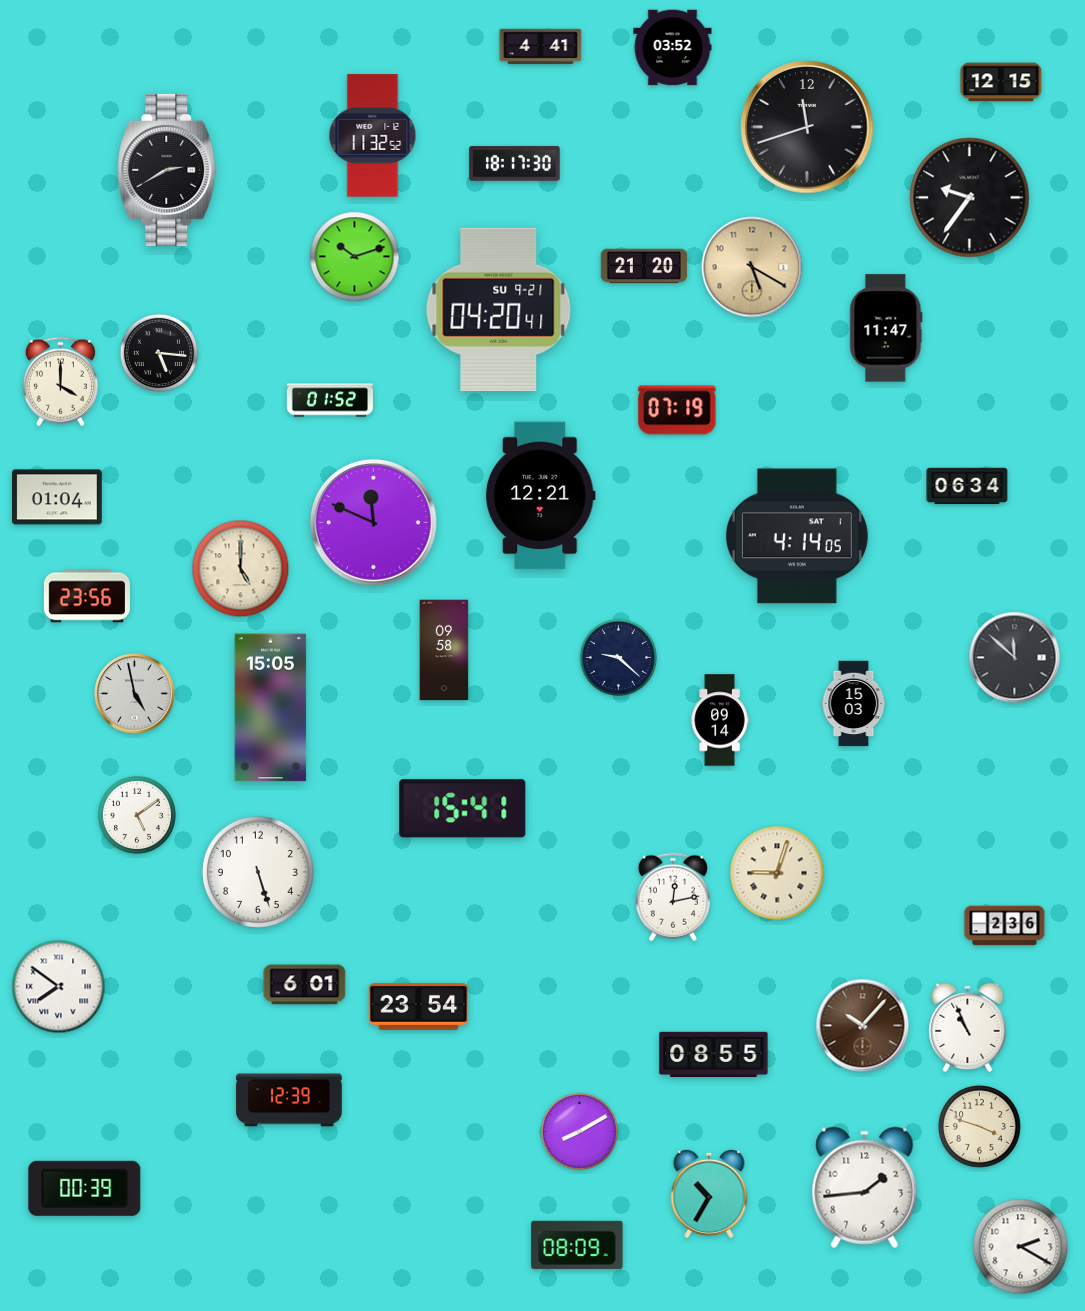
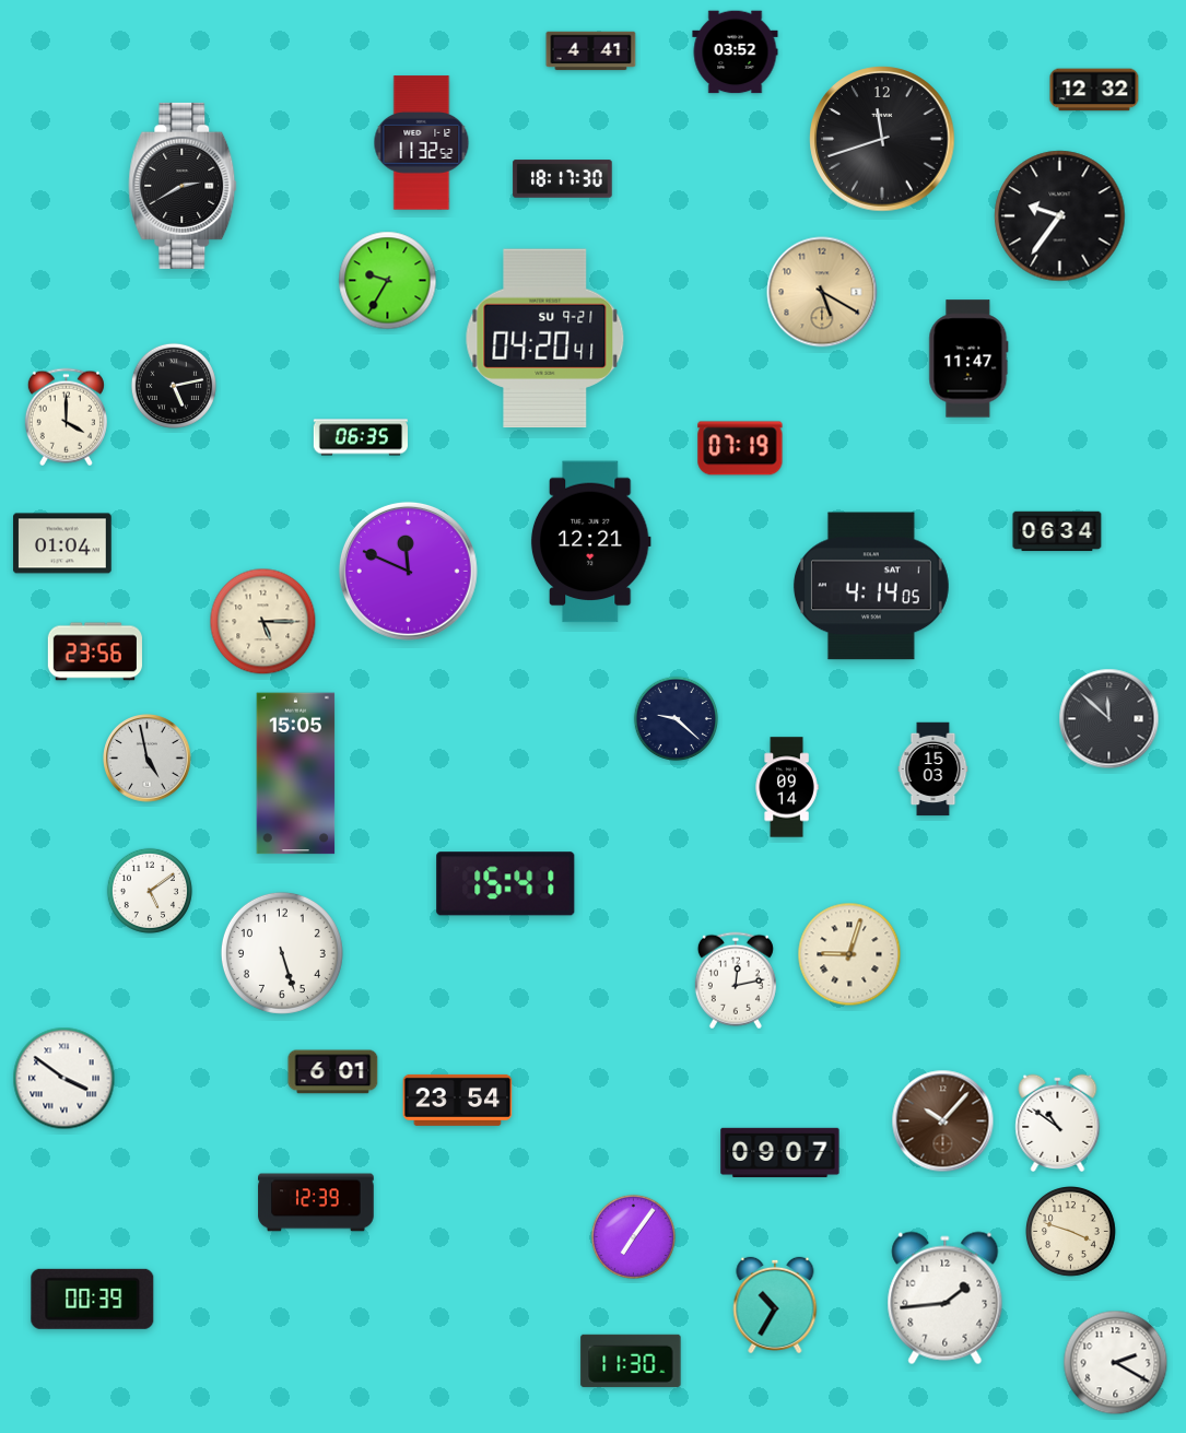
clock at (1001, 82): 12:15 -> 12:32
clock at (373, 136) position: (373, 136) -> (422, 143)
clock at (355, 257): 10:12 -> 9:35
clock at (643, 266): 21:20 -> none
clock at (159, 353): 5:16 -> 5:13
clock at (329, 400): 01:52 -> 06:35
clock at (241, 569): 5:00 -> 5:15
clock at (444, 650): 09:58 -> none
clock at (1005, 926): 2:36 -> none
clock at (305, 985) position: (305, 985) -> (333, 1072)
clock at (59, 987): 7:51 -> 3:51
clock at (968, 1027): 10:56 -> 10:51
clock at (714, 1054): 08:55 -> 09:07
clock at (579, 1131): 8:10 -> 7:06
clock at (577, 1245): 08:09 -> 11:30
